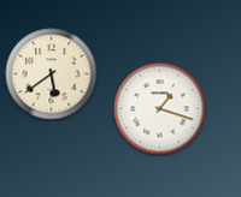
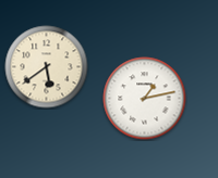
clock at (160, 109): 1:18 -> 1:13
